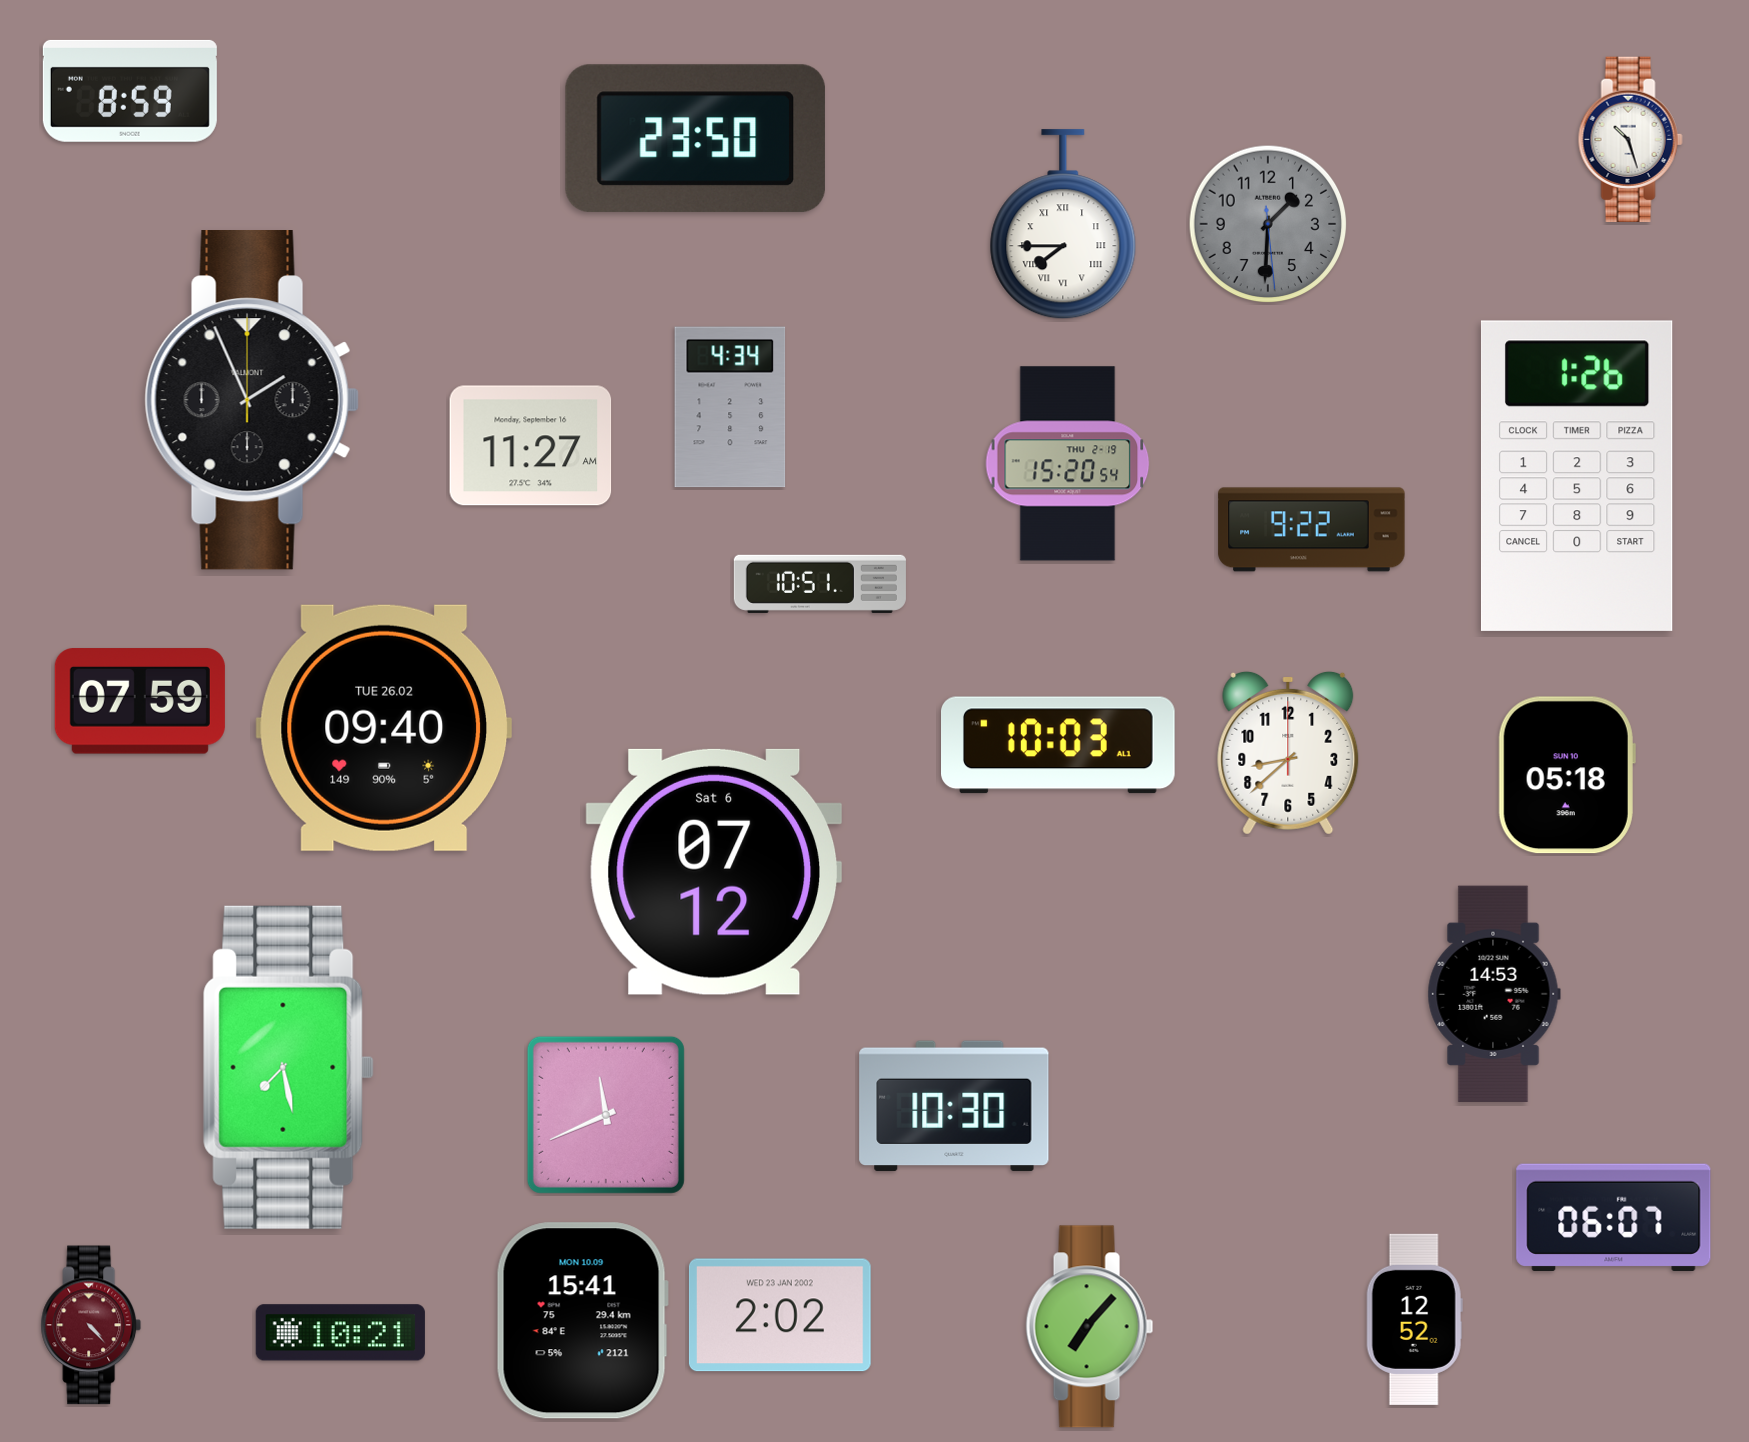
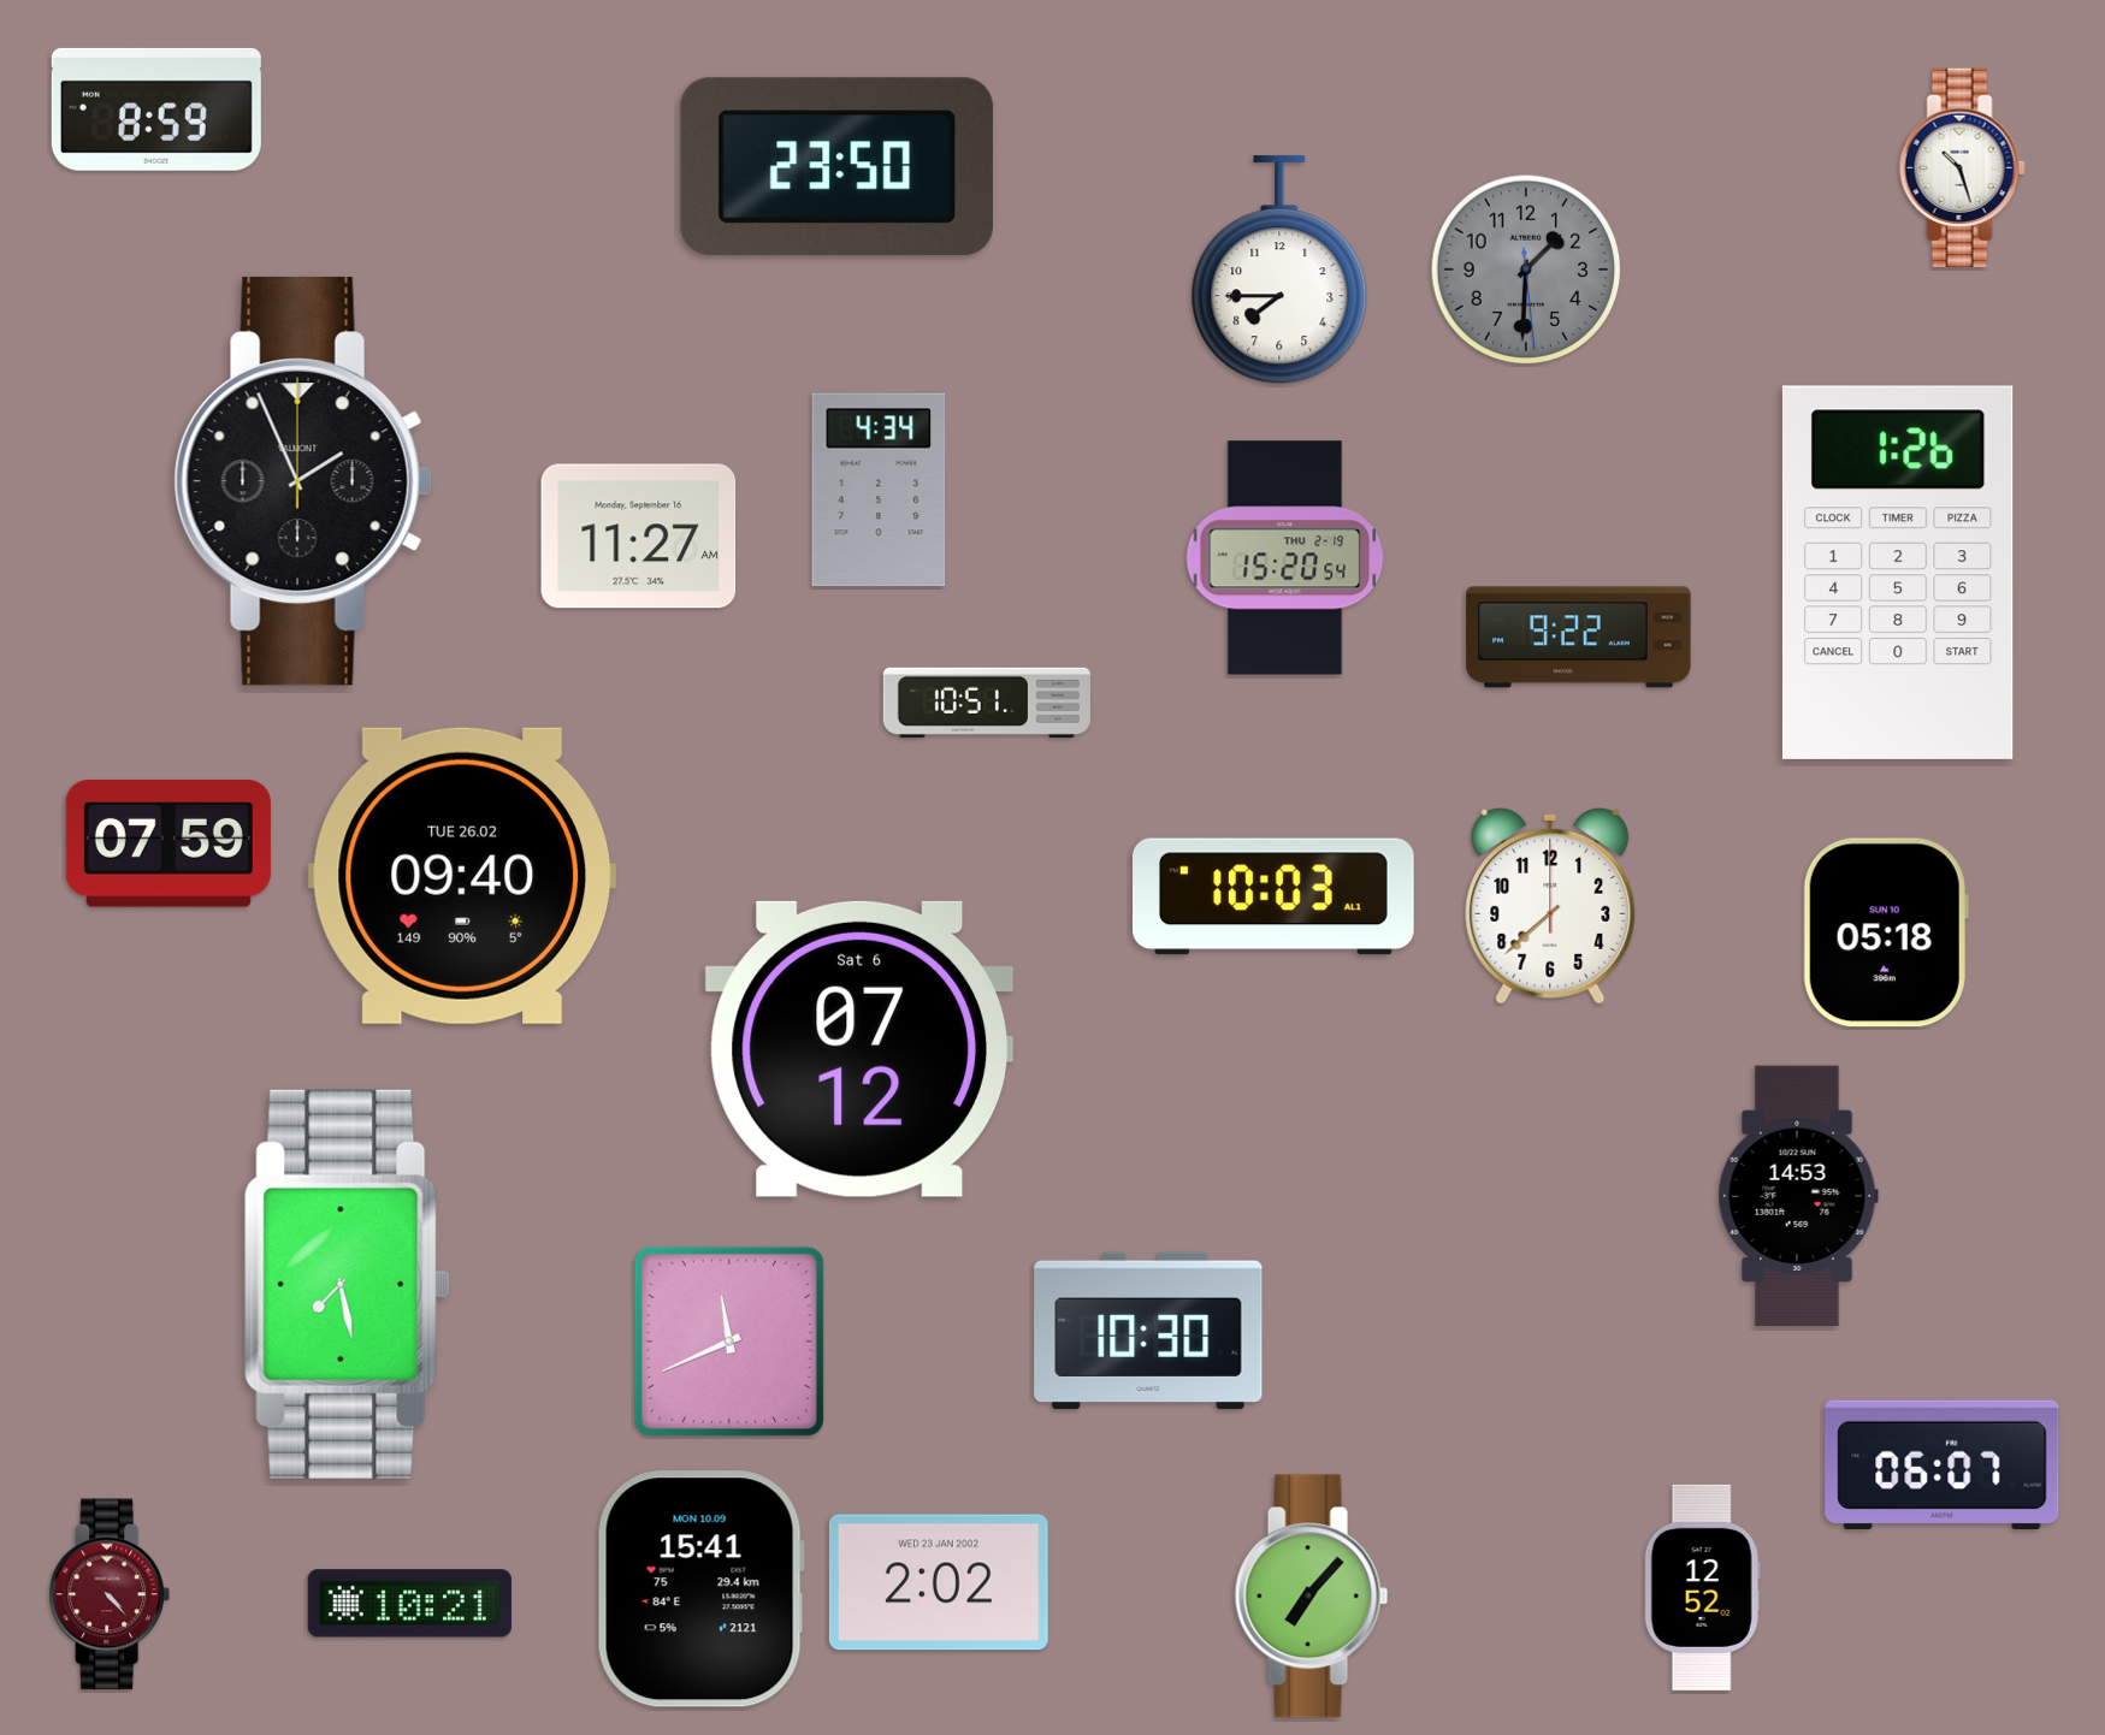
clock at (1063, 225) numerals: Roman -> Arabic
clock at (1288, 753): 8:38 -> 7:38
